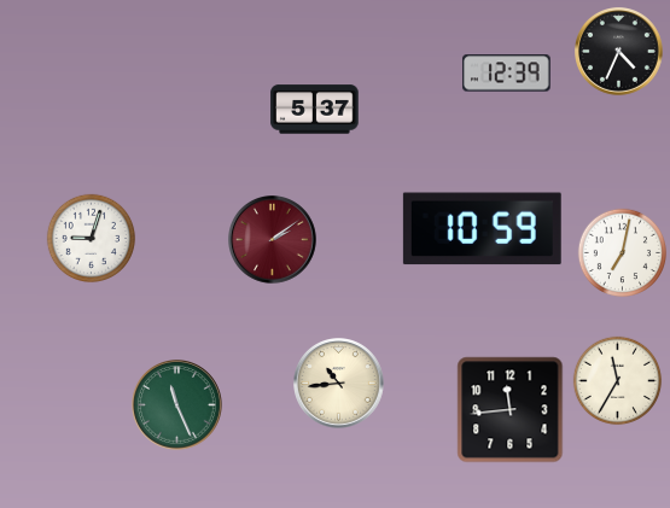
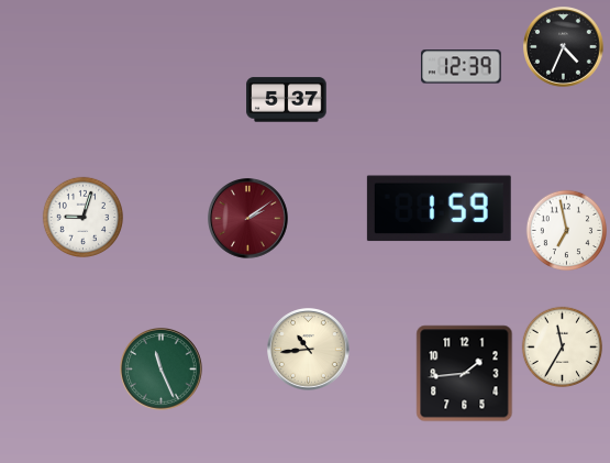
clock at (482, 229): 10:59 -> 1:59
clock at (623, 253): 7:02 -> 6:58
clock at (511, 410): 11:44 -> 1:44
